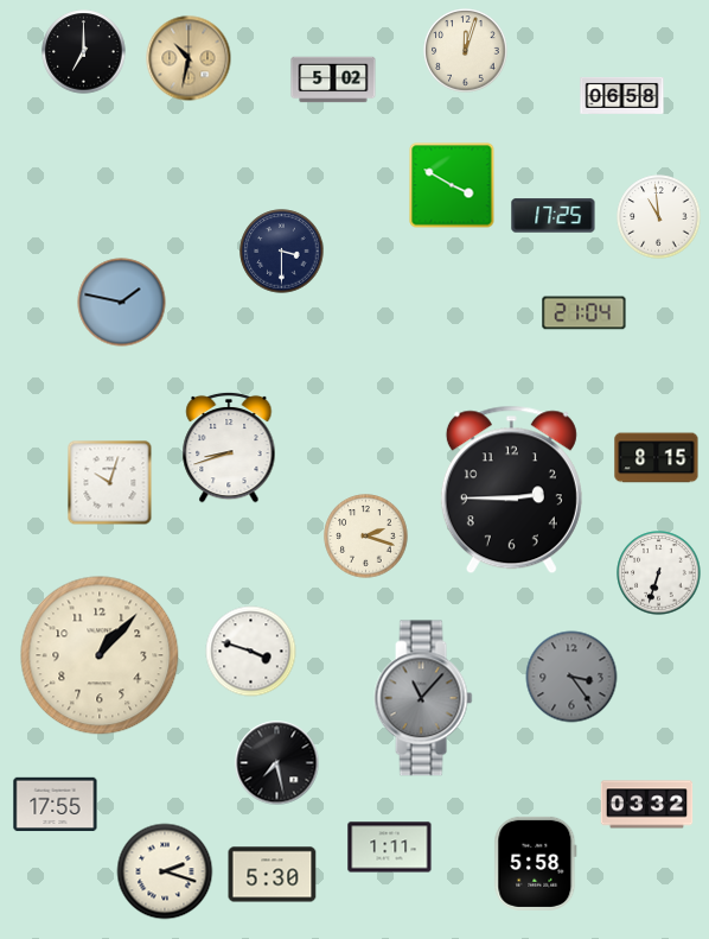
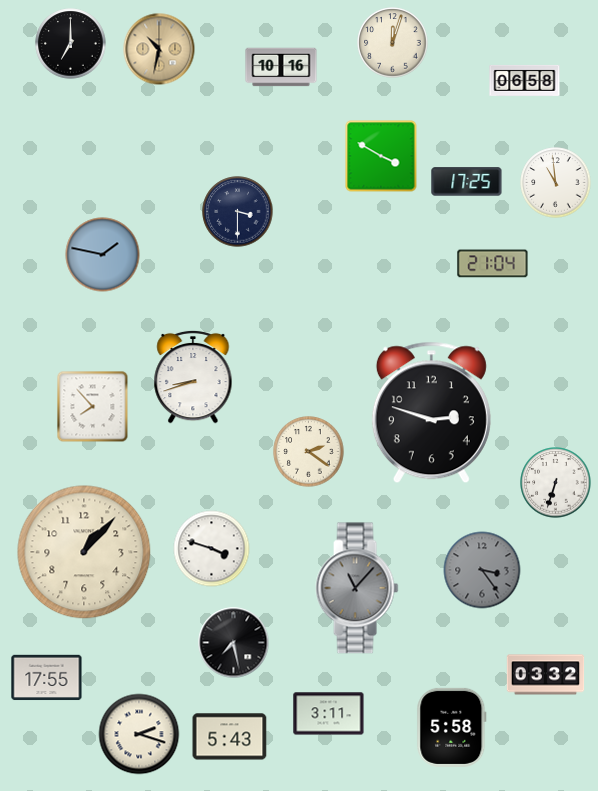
clock at (333, 80): 5:02 -> 10:16
clock at (657, 458): 8:15 -> none
clock at (110, 483): 10:03 -> 7:53
clock at (511, 490): 2:45 -> 2:48
clock at (366, 537): 2:18 -> 2:21
clock at (647, 805) position: (647, 805) -> (546, 675)
clock at (390, 848): 1:11 -> 3:11
clock at (273, 875): 5:30 -> 5:43
